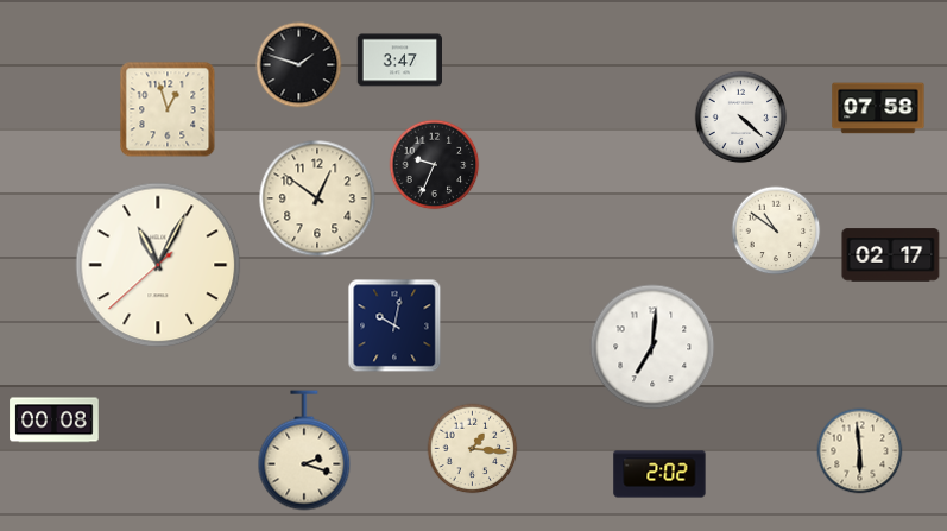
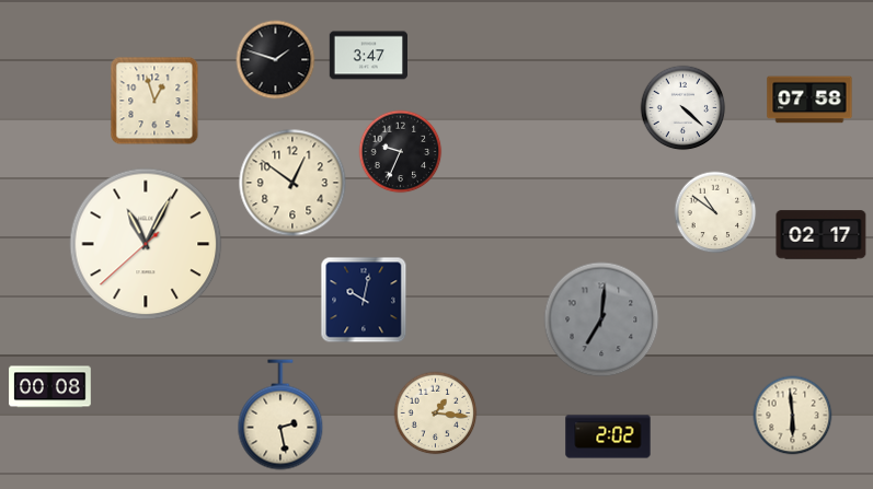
clock at (652, 347) dial: white -> grey
clock at (304, 450): 2:18 -> 2:28
